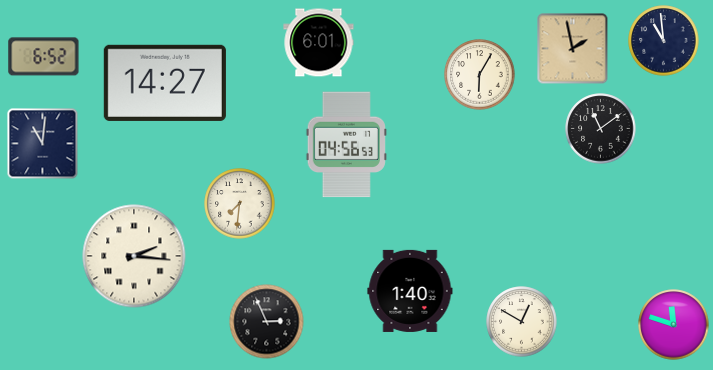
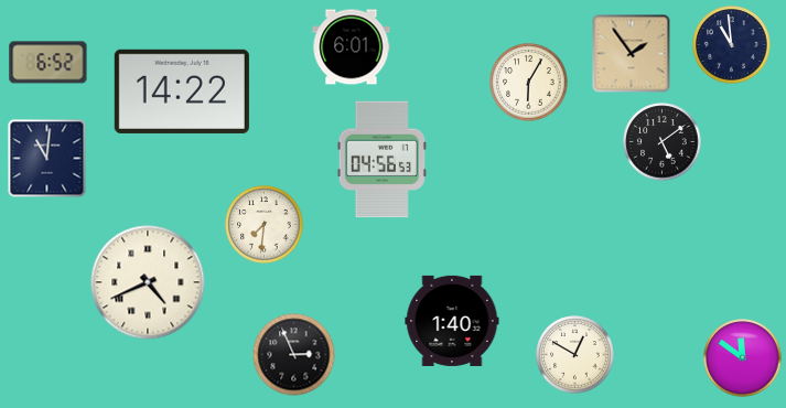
clock at (573, 49): 1:58 -> 1:54
clock at (165, 83): 14:27 -> 14:22
clock at (601, 129): 11:09 -> 5:09
clock at (134, 256): 2:16 -> 4:41
clock at (674, 325): 11:48 -> 11:51
